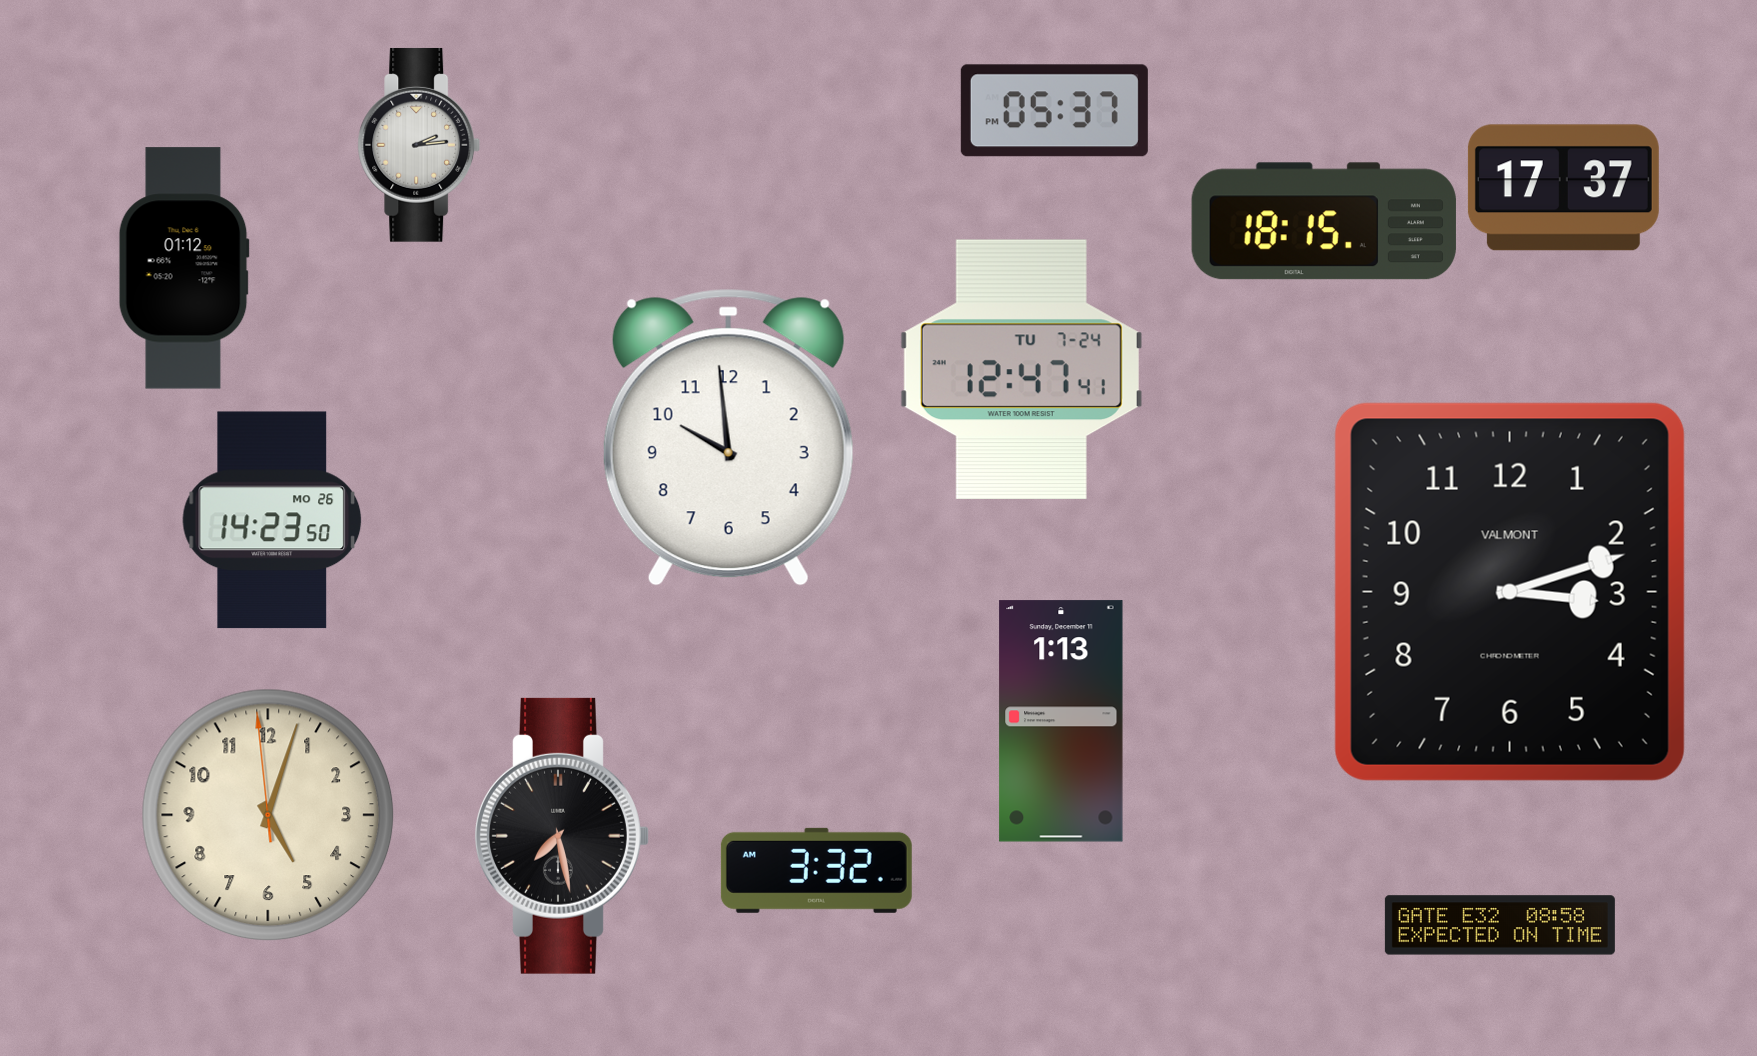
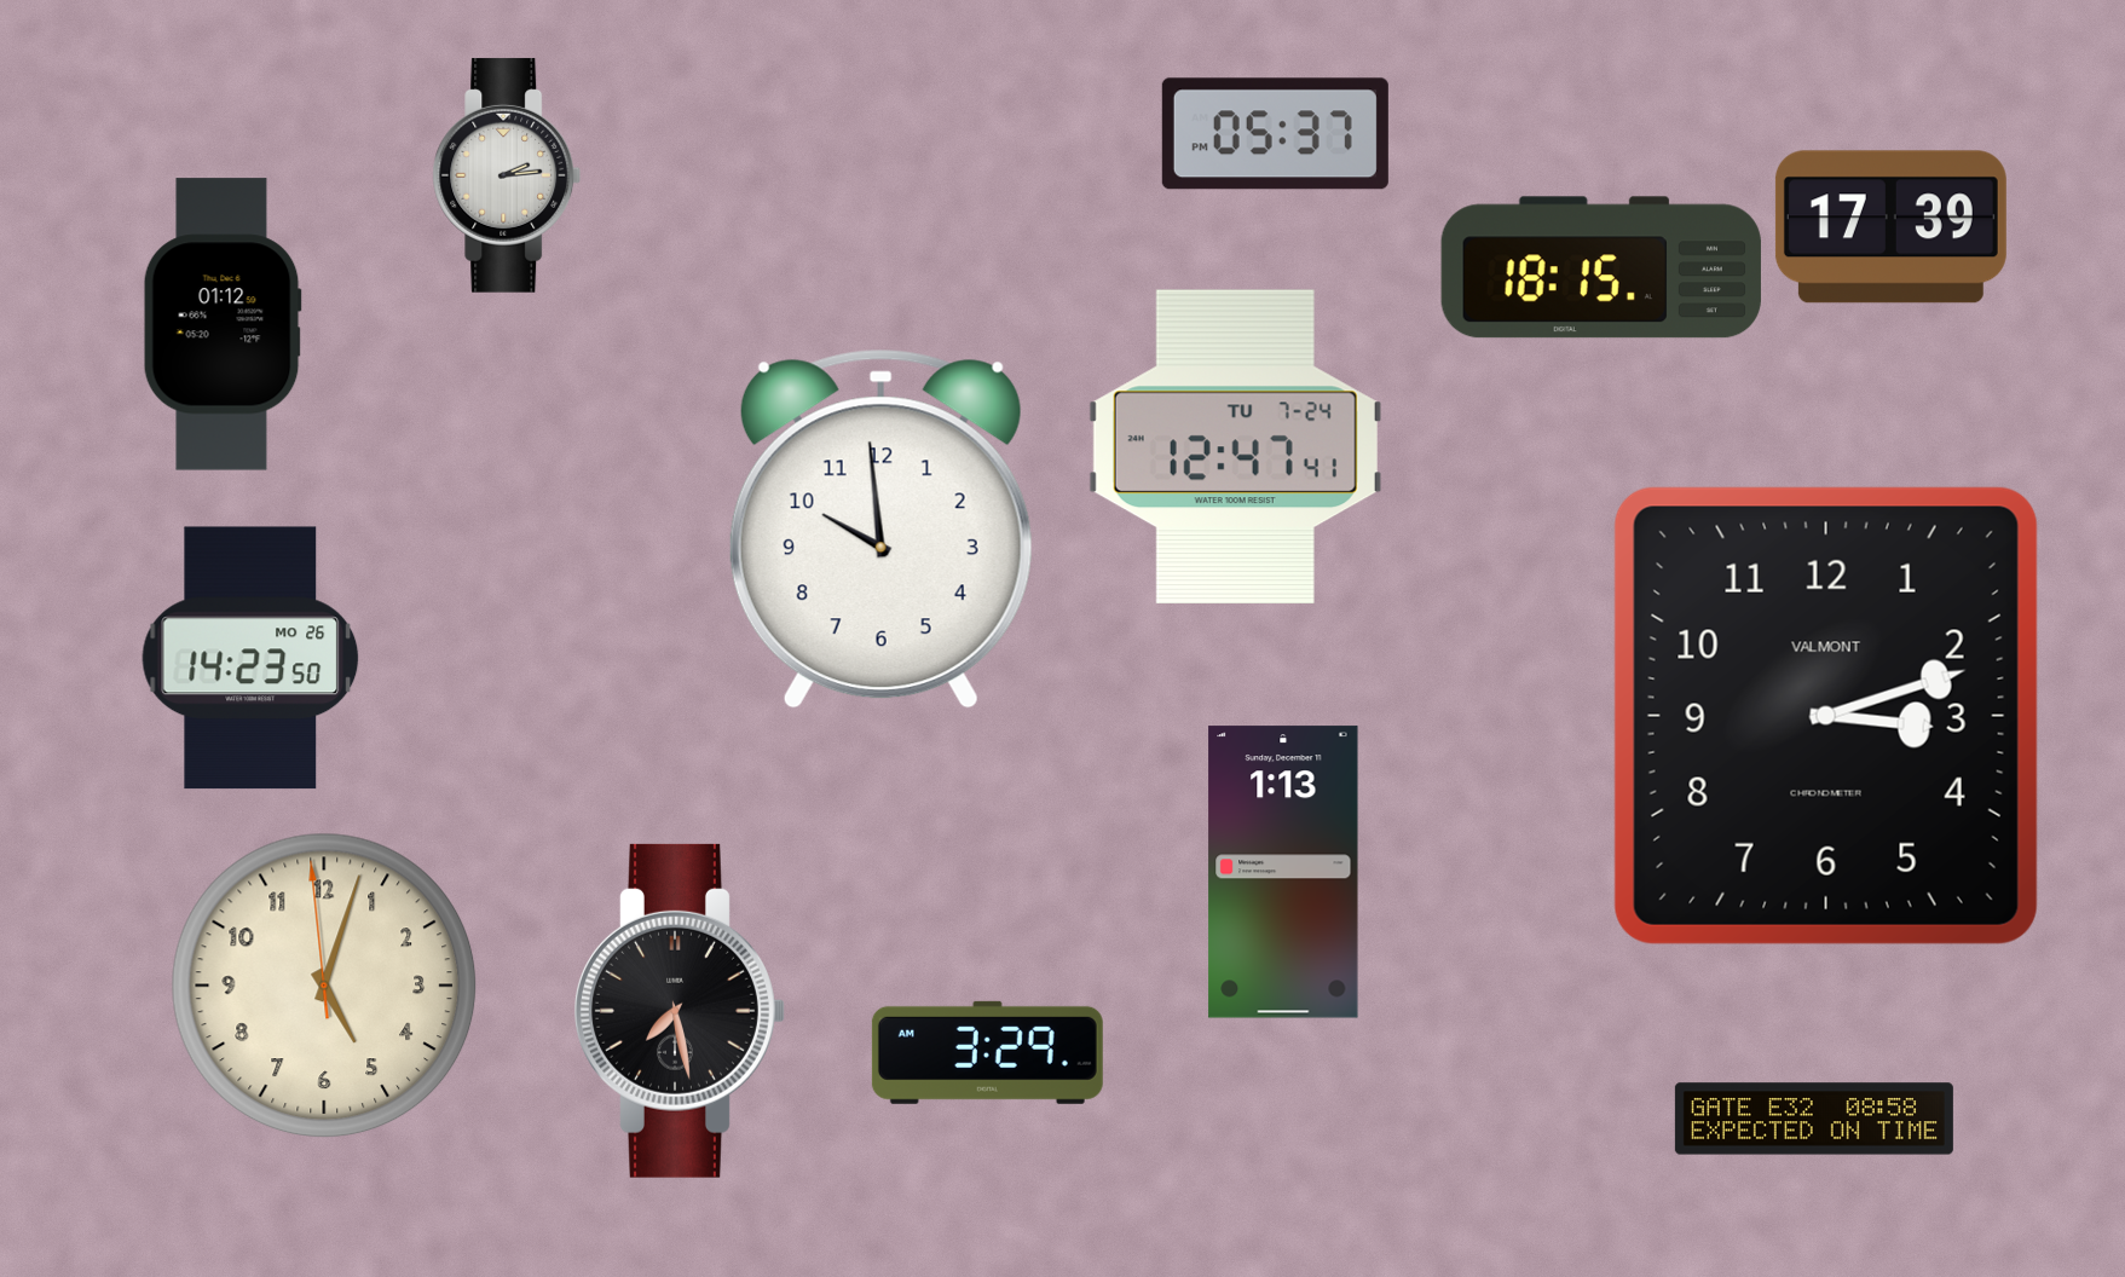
clock at (1563, 188): 17:37 -> 17:39
clock at (272, 520) position: (272, 520) -> (250, 658)
clock at (816, 870): 3:32 -> 3:29
